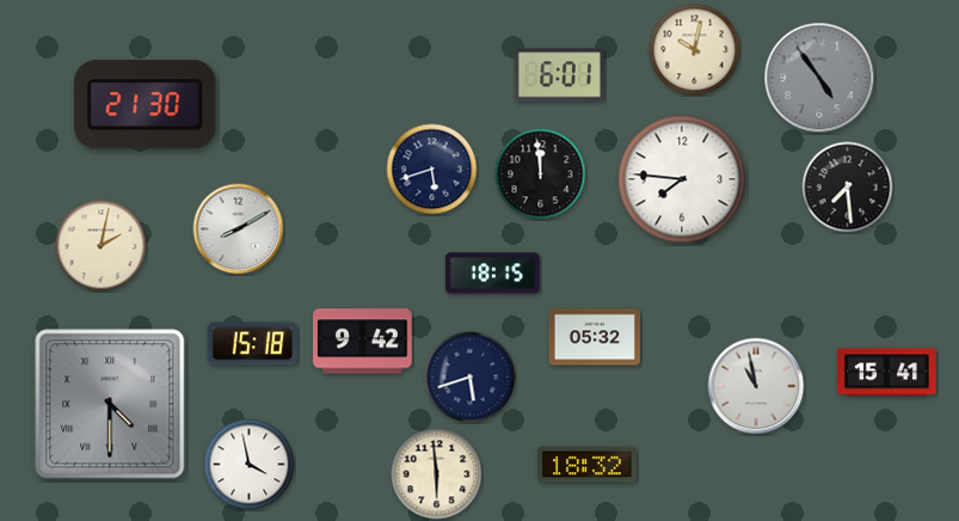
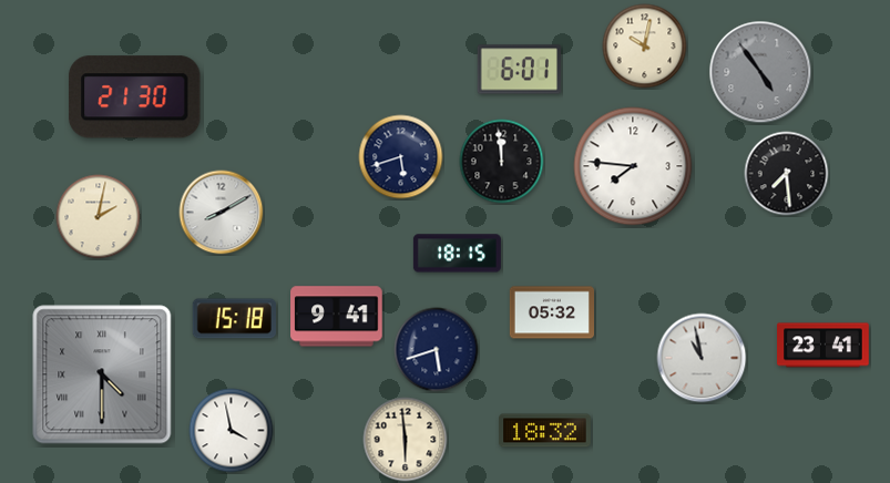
clock at (102, 246) position: (102, 246) -> (99, 217)
clock at (363, 342): 9:42 -> 9:41
clock at (887, 373): 15:41 -> 23:41
